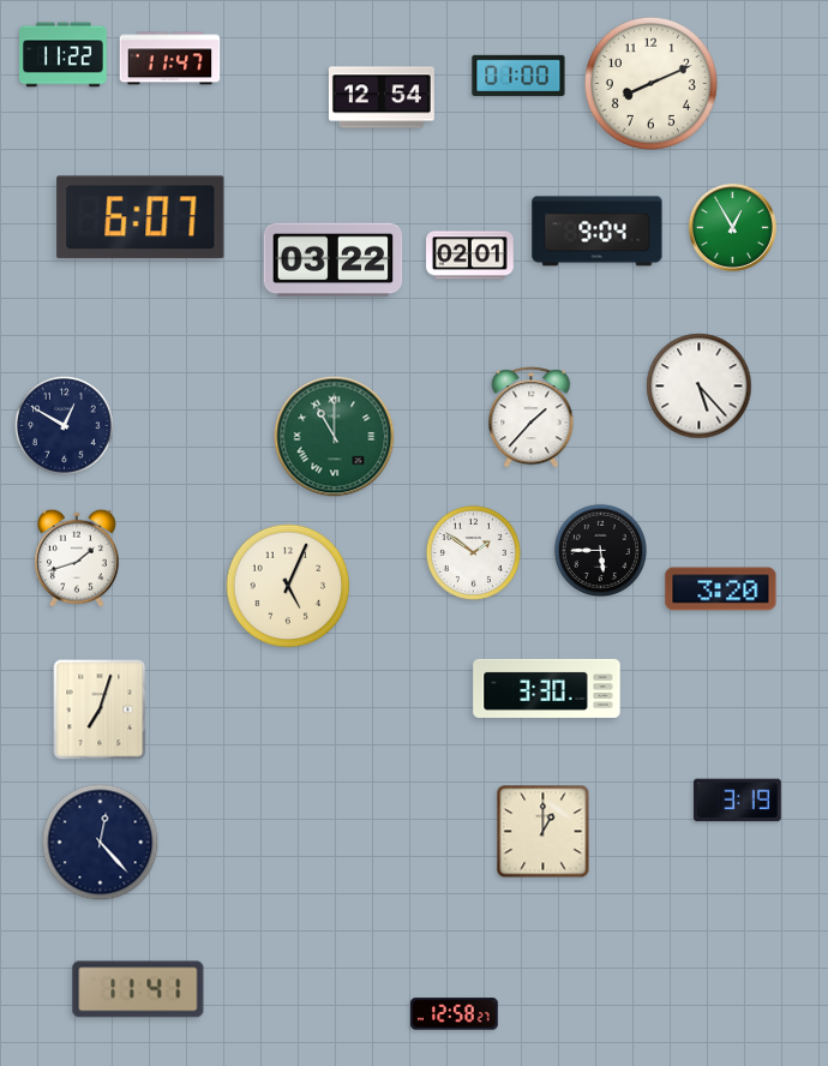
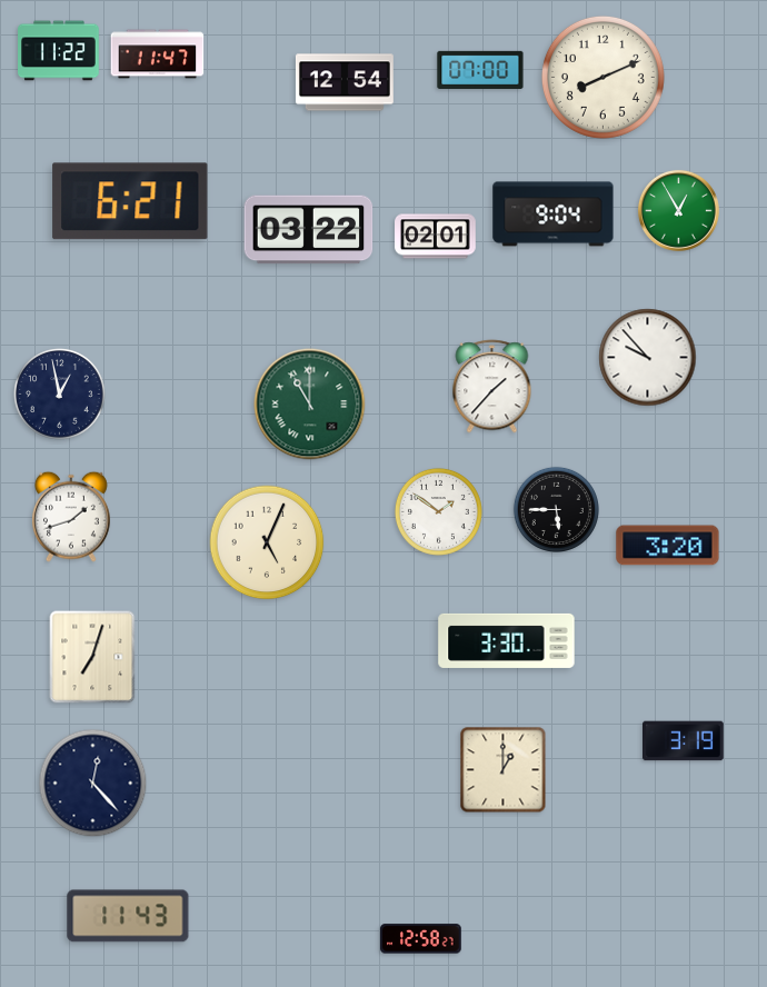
clock at (518, 76): 01:00 -> 07:00
clock at (382, 97) position: (382, 97) -> (345, 82)
clock at (140, 217): 6:07 -> 6:21
clock at (334, 260) position: (334, 260) -> (309, 230)
clock at (700, 387): 5:23 -> 9:53
clock at (65, 426): 12:50 -> 12:58
clock at (547, 688) position: (547, 688) -> (507, 640)
clock at (101, 843) position: (101, 843) -> (93, 784)
clock at (138, 989): 11:41 -> 11:43
